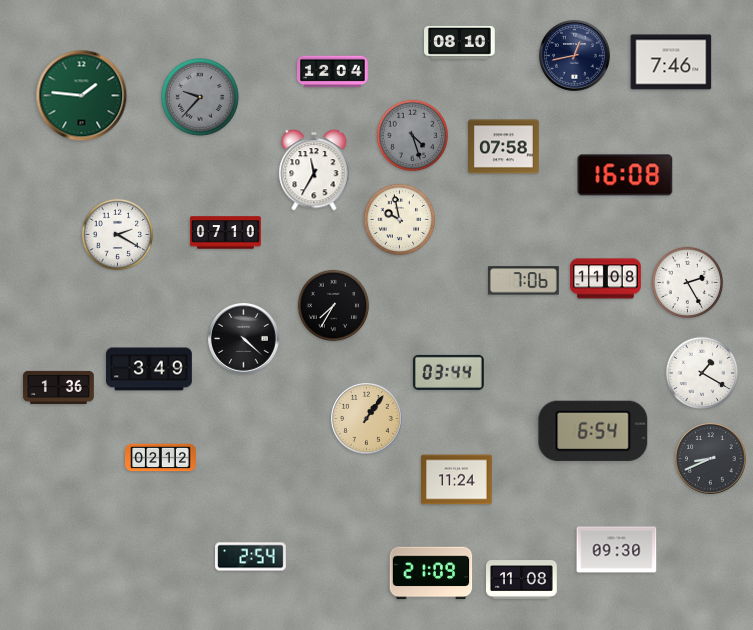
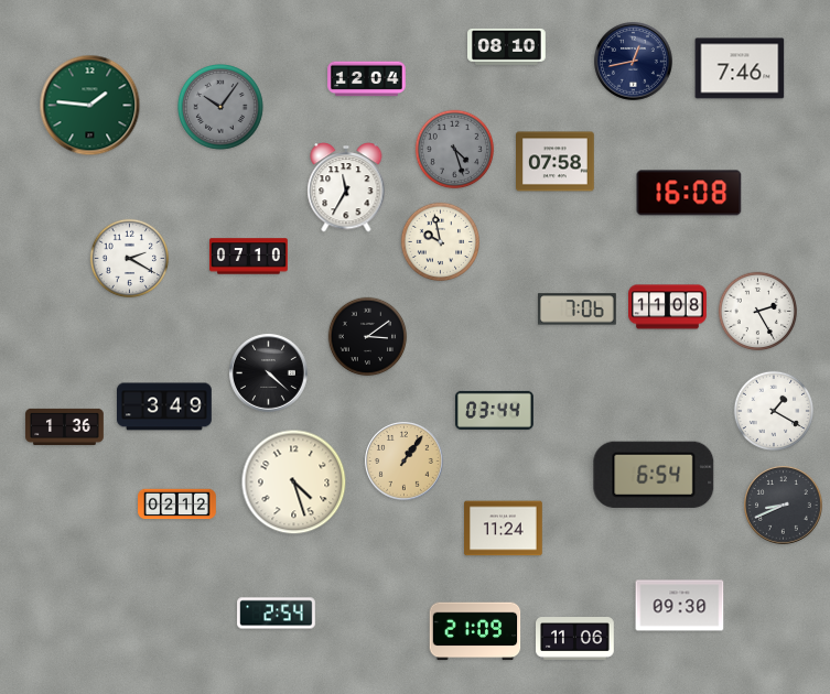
clock at (201, 98): 9:37 -> 10:06
clock at (334, 306): 7:35 -> 3:09
clock at (294, 482): none -> 4:27
clock at (522, 580): 11:08 -> 11:06
